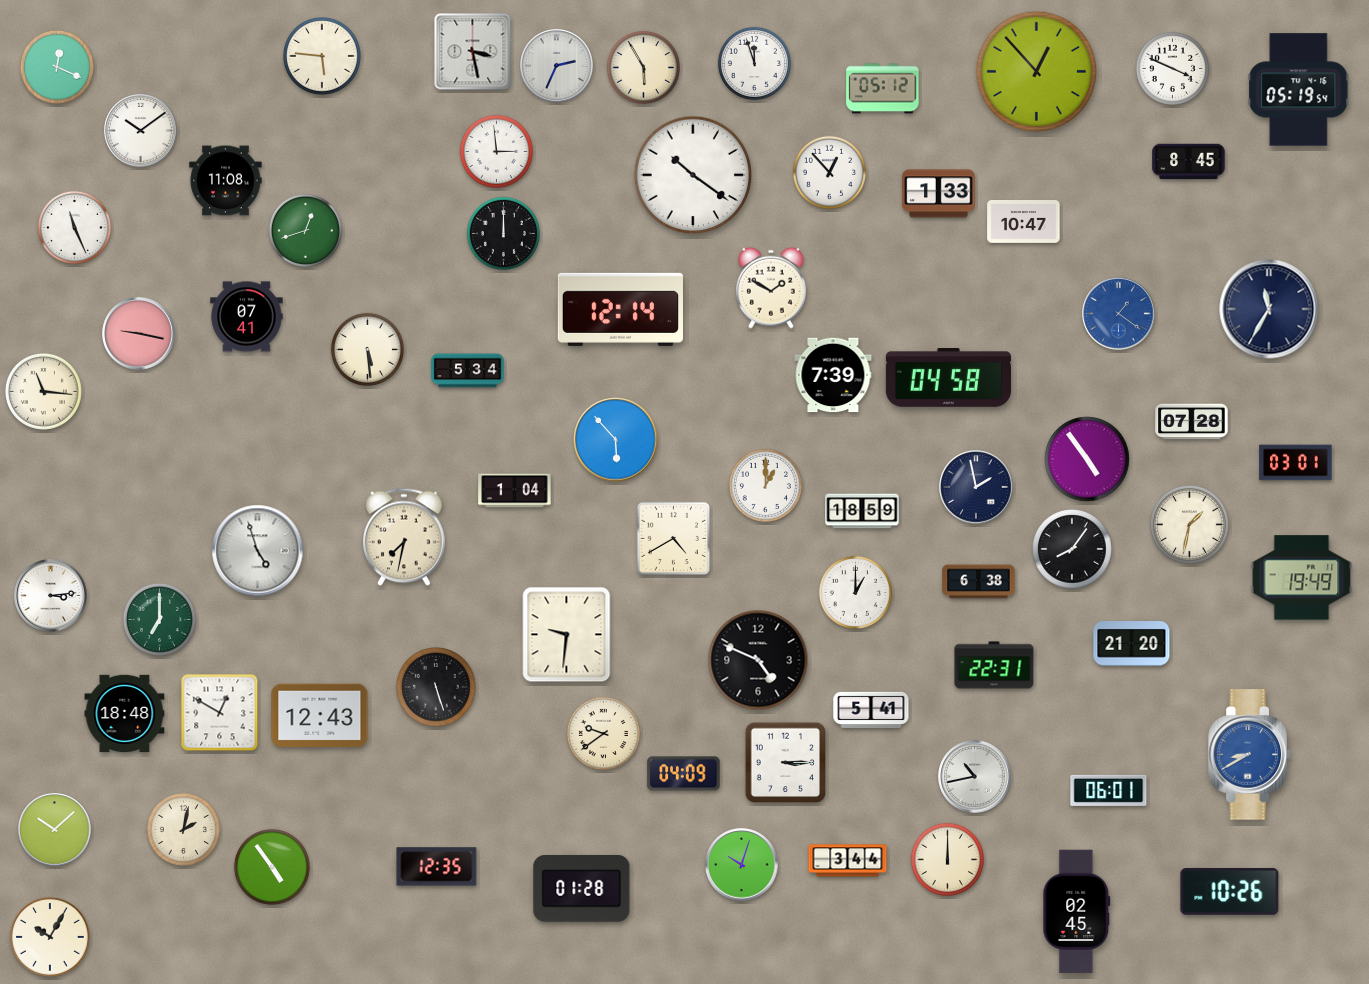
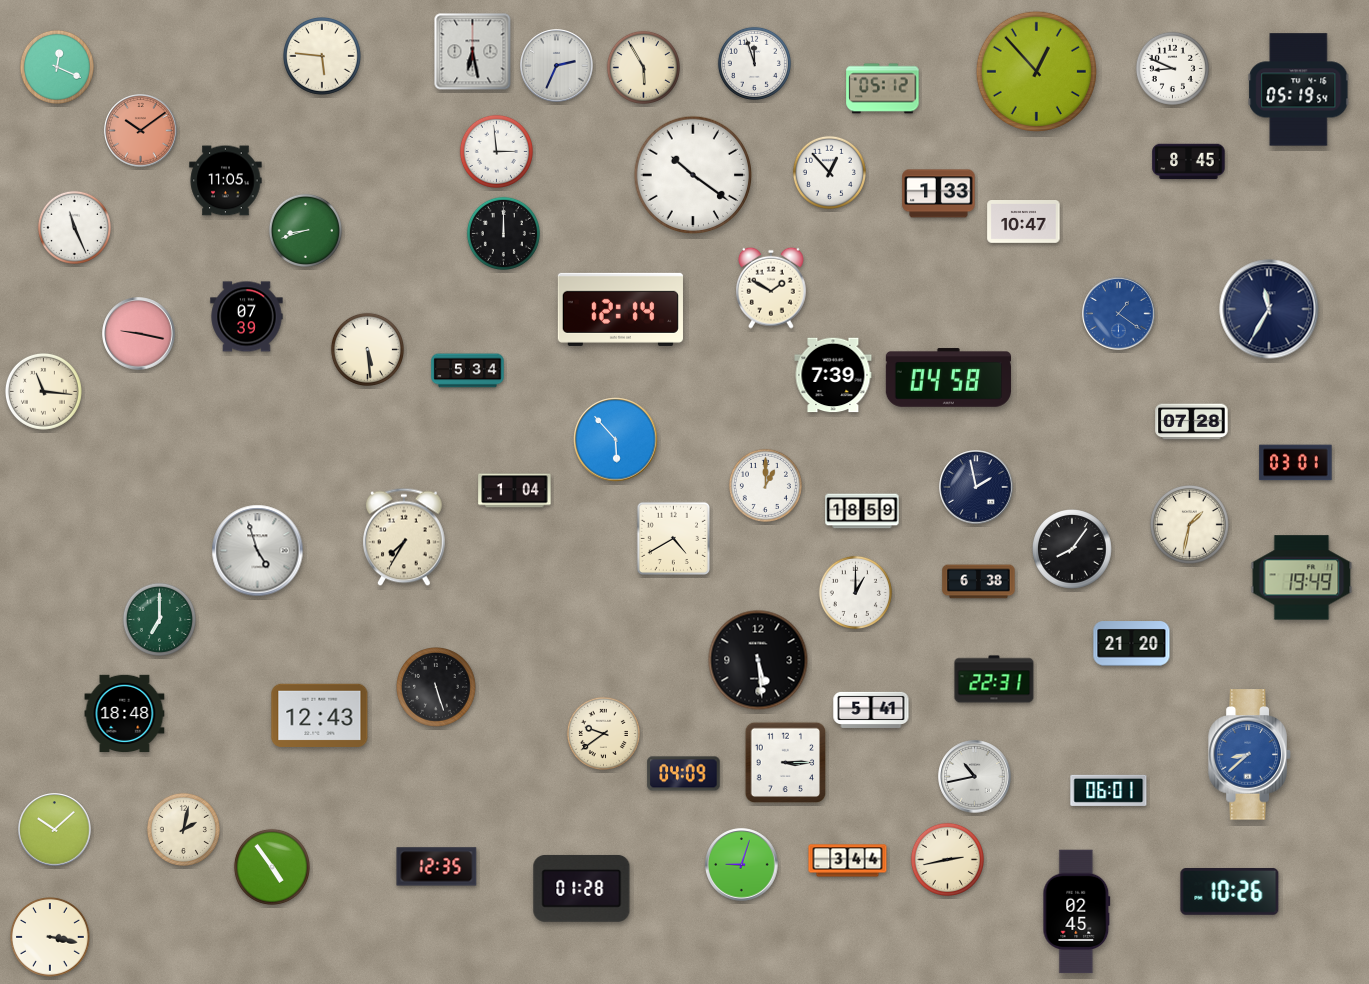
clock at (473, 52): 3:28 -> 6:28
clock at (1172, 68): 3:49 -> 8:49
clock at (141, 131) dial: white -> salmon
clock at (226, 181): 11:08 -> 11:05
clock at (305, 230): 12:42 -> 8:42
clock at (247, 317): 07:41 -> 07:39
clock at (1087, 459): 4:54 -> none
clock at (405, 537): 7:32 -> 7:35
clock at (51, 596): 3:14 -> none
clock at (567, 635): 9:31 -> none
clock at (758, 660): 4:49 -> 5:29
clock at (994, 665) position: (994, 665) -> (994, 679)
clock at (220, 713): 12:50 -> none
clock at (1250, 755): 8:40 -> 8:38
clock at (947, 859): 12:00 -> 2:43
clock at (742, 865): 10:03 -> 9:03
clock at (51, 938): 10:05 -> 3:17
